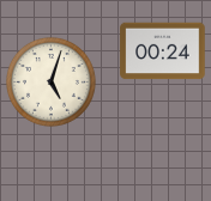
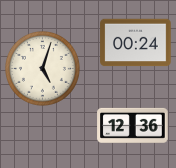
clock at (133, 125): none -> 12:36
